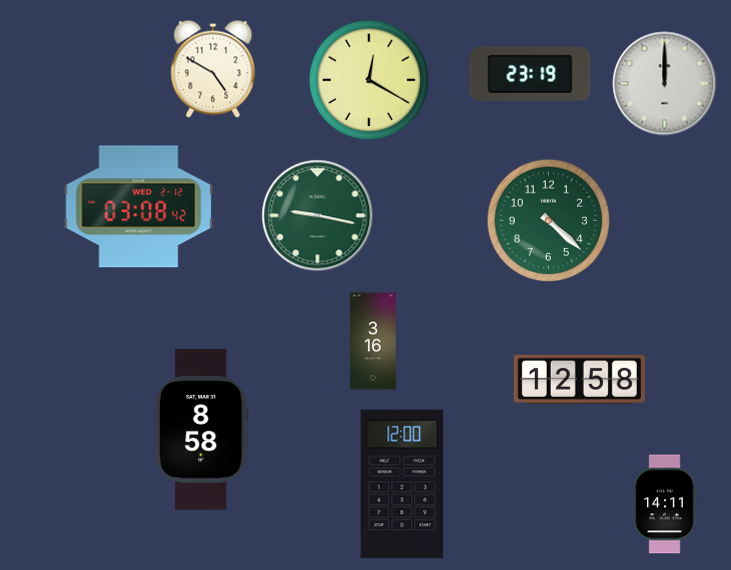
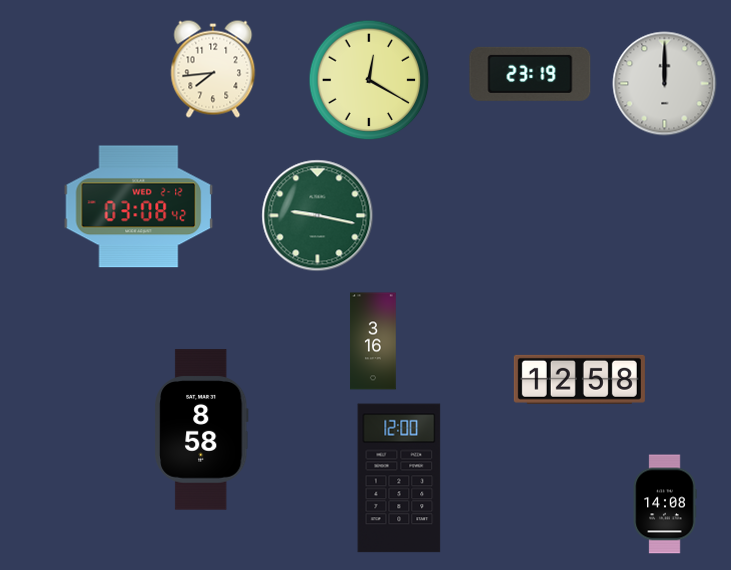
clock at (213, 69): 4:50 -> 7:44
clock at (549, 221): 4:22 -> none
clock at (402, 484) position: (402, 484) -> (399, 478)
clock at (665, 504): 14:11 -> 14:08
